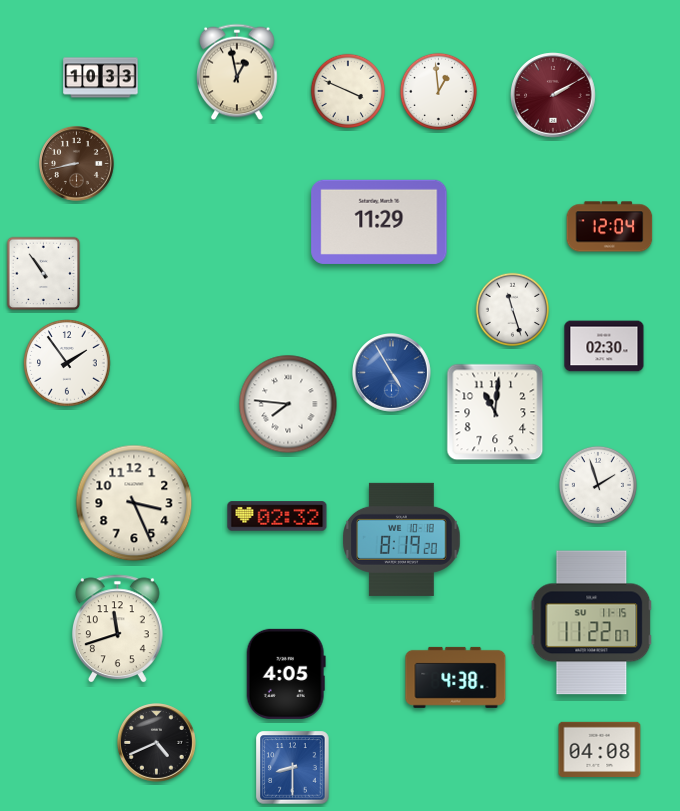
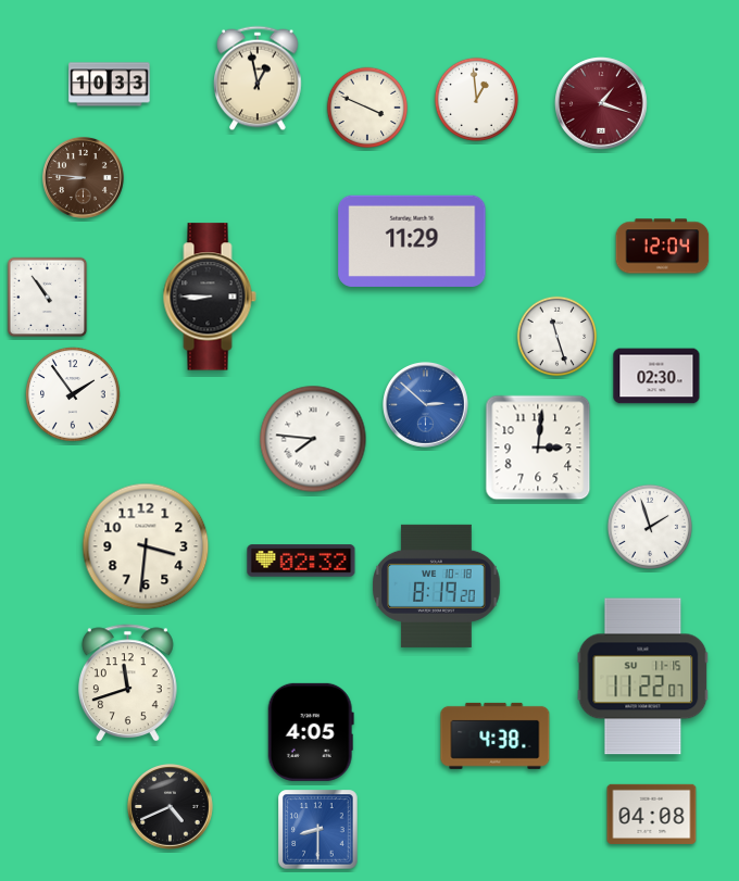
clock at (348, 91) position: (348, 91) -> (367, 108)
clock at (553, 95): 2:10 -> 1:18
clock at (76, 163): 8:43 -> 8:46
clock at (210, 297): none -> 8:45
clock at (392, 373): 4:55 -> 2:52
clock at (495, 412): 11:01 -> 3:01
clock at (134, 503): 3:26 -> 3:31
clock at (293, 768) position: (293, 768) -> (318, 830)
